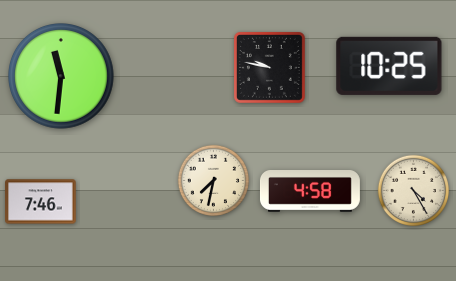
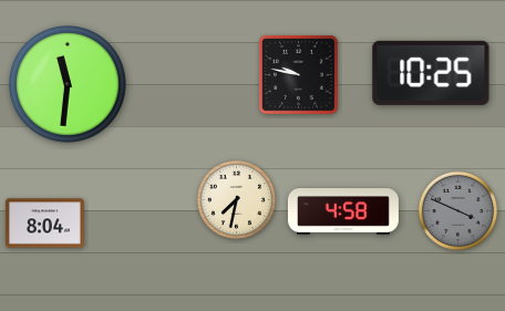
clock at (413, 190): 4:25 -> 3:49
clock at (413, 190) dial: cream -> grey
clock at (41, 202): 7:46 -> 8:04
